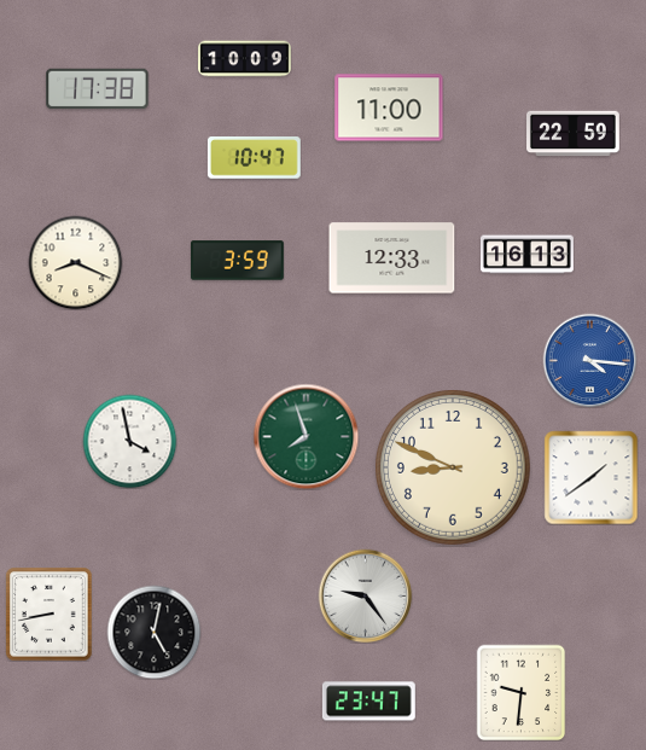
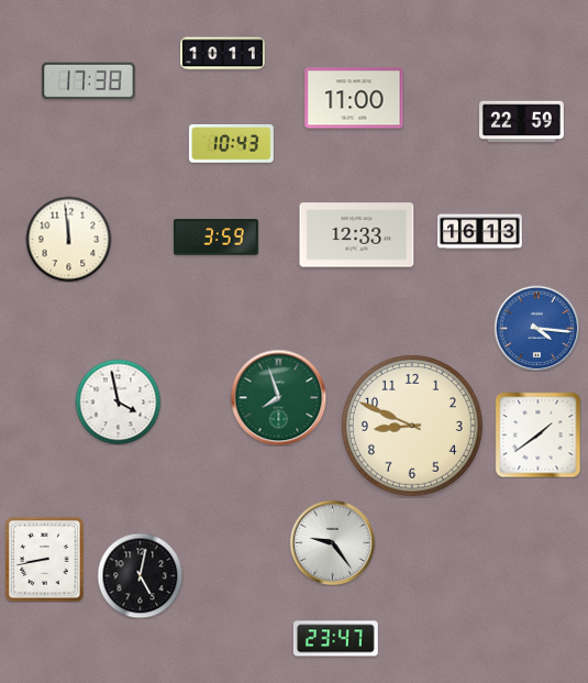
clock at (245, 59): 10:09 -> 10:11
clock at (254, 158): 10:47 -> 10:43
clock at (75, 262): 8:19 -> 11:59
clock at (522, 692): 9:31 -> none
